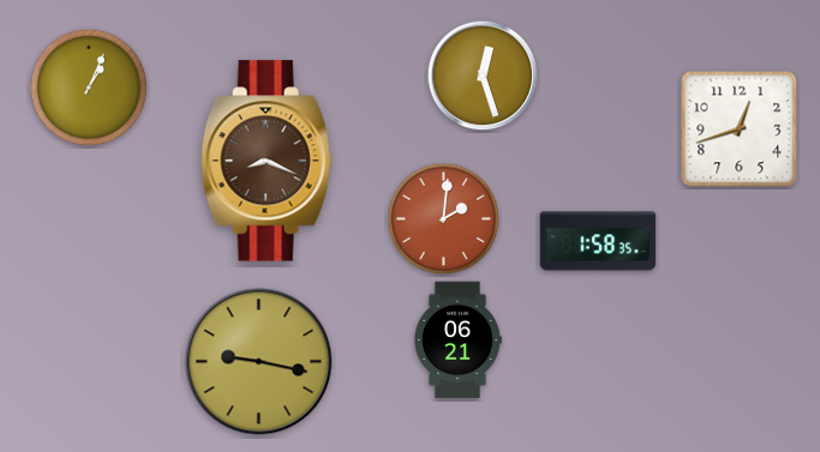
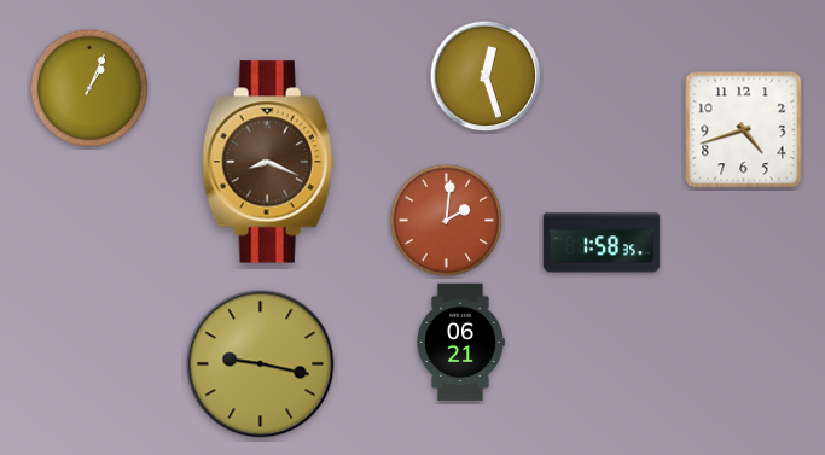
clock at (740, 129): 12:42 -> 4:42
